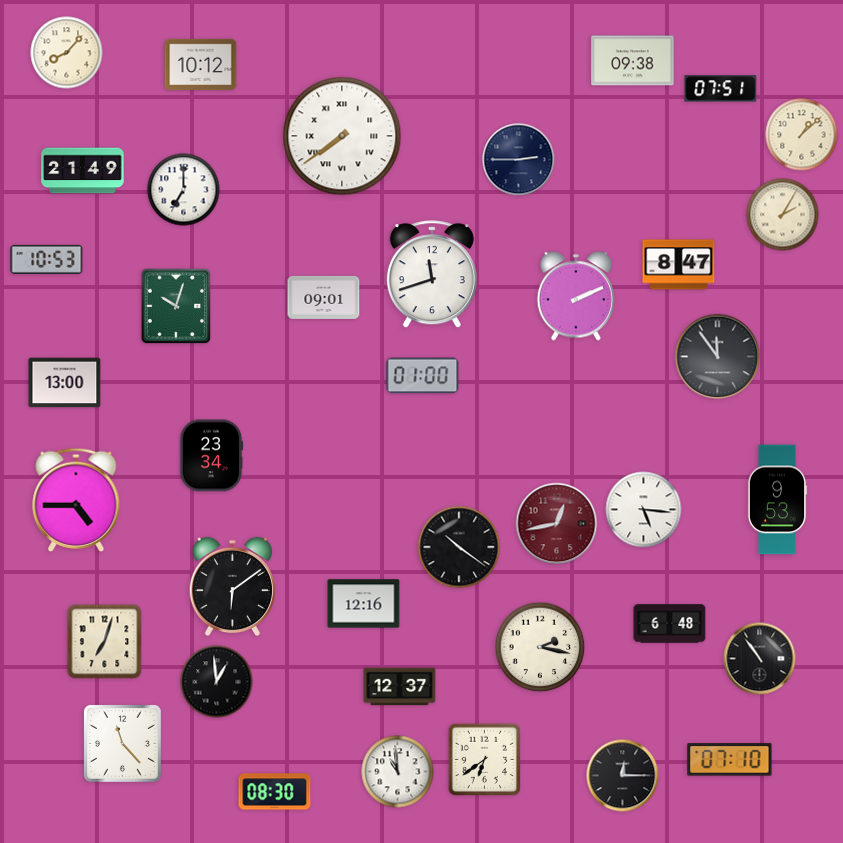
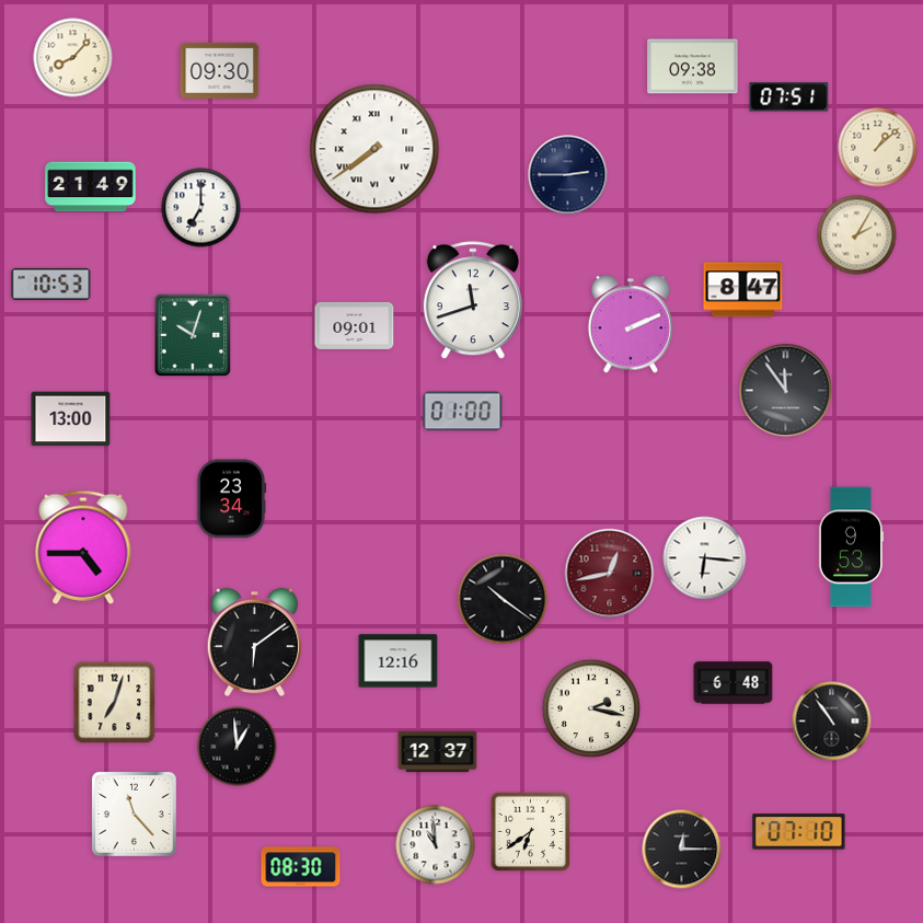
clock at (201, 64): 10:12 -> 09:30
clock at (644, 510): 5:16 -> 6:16
